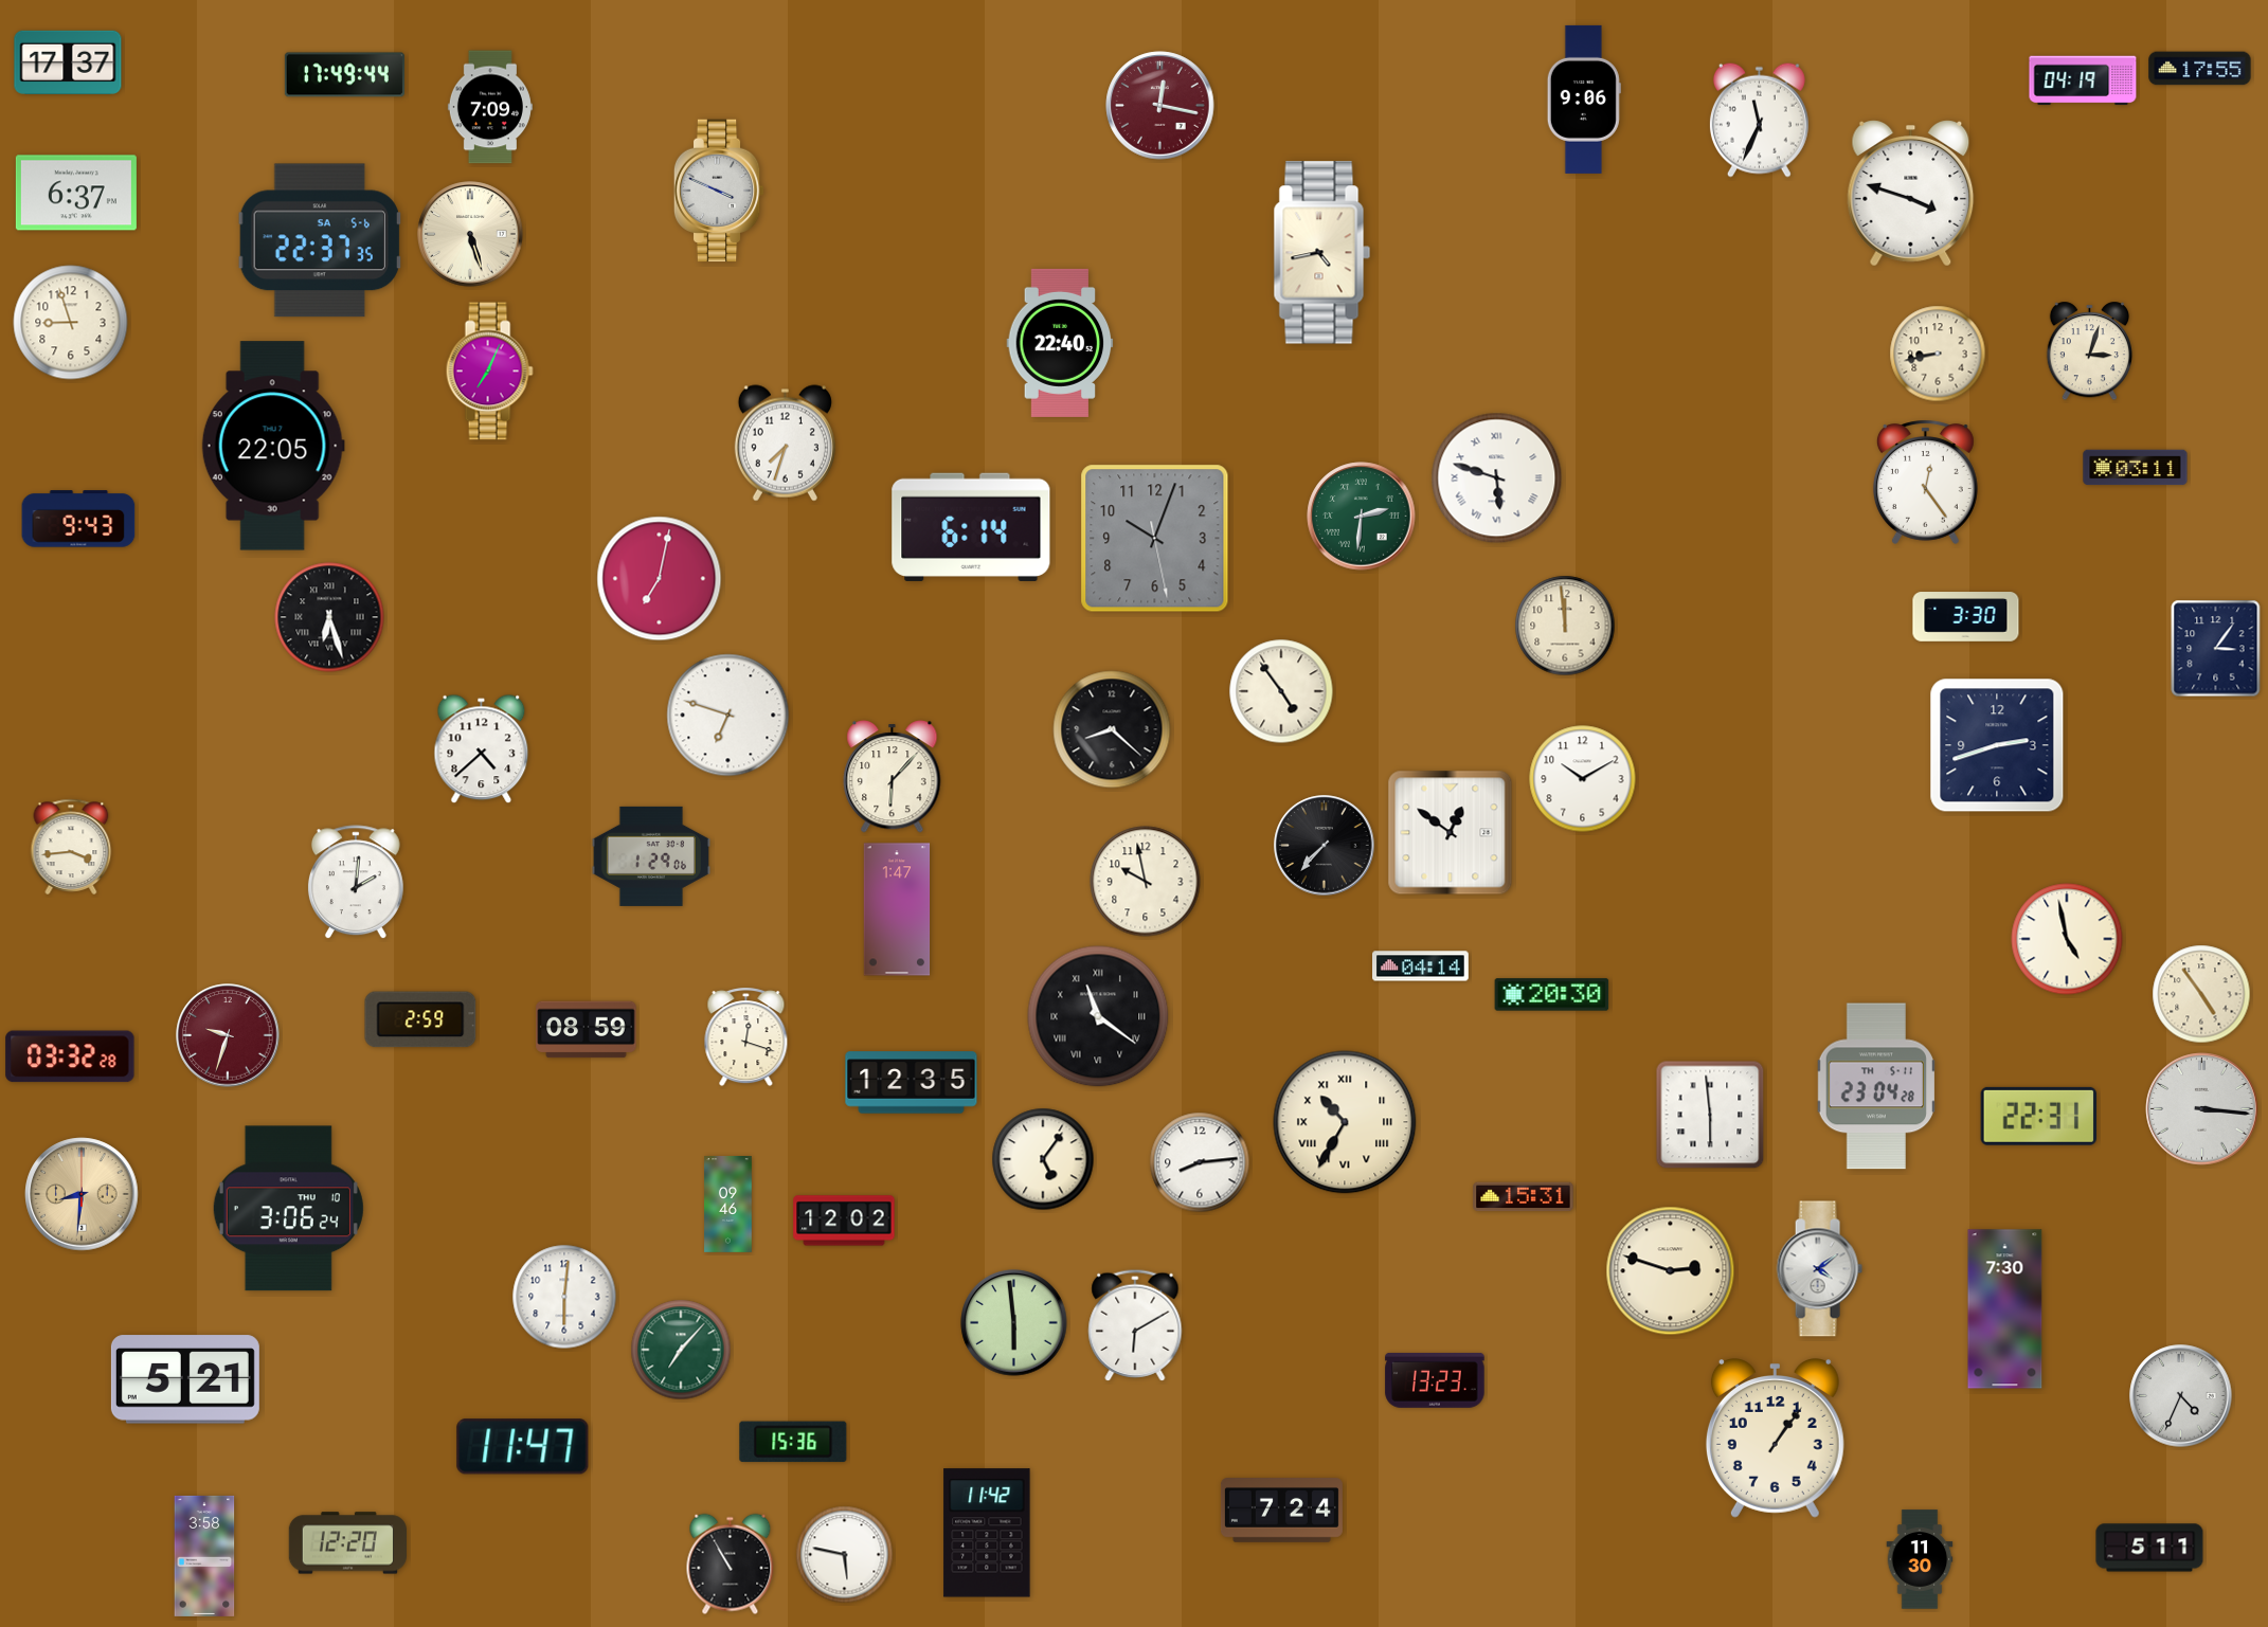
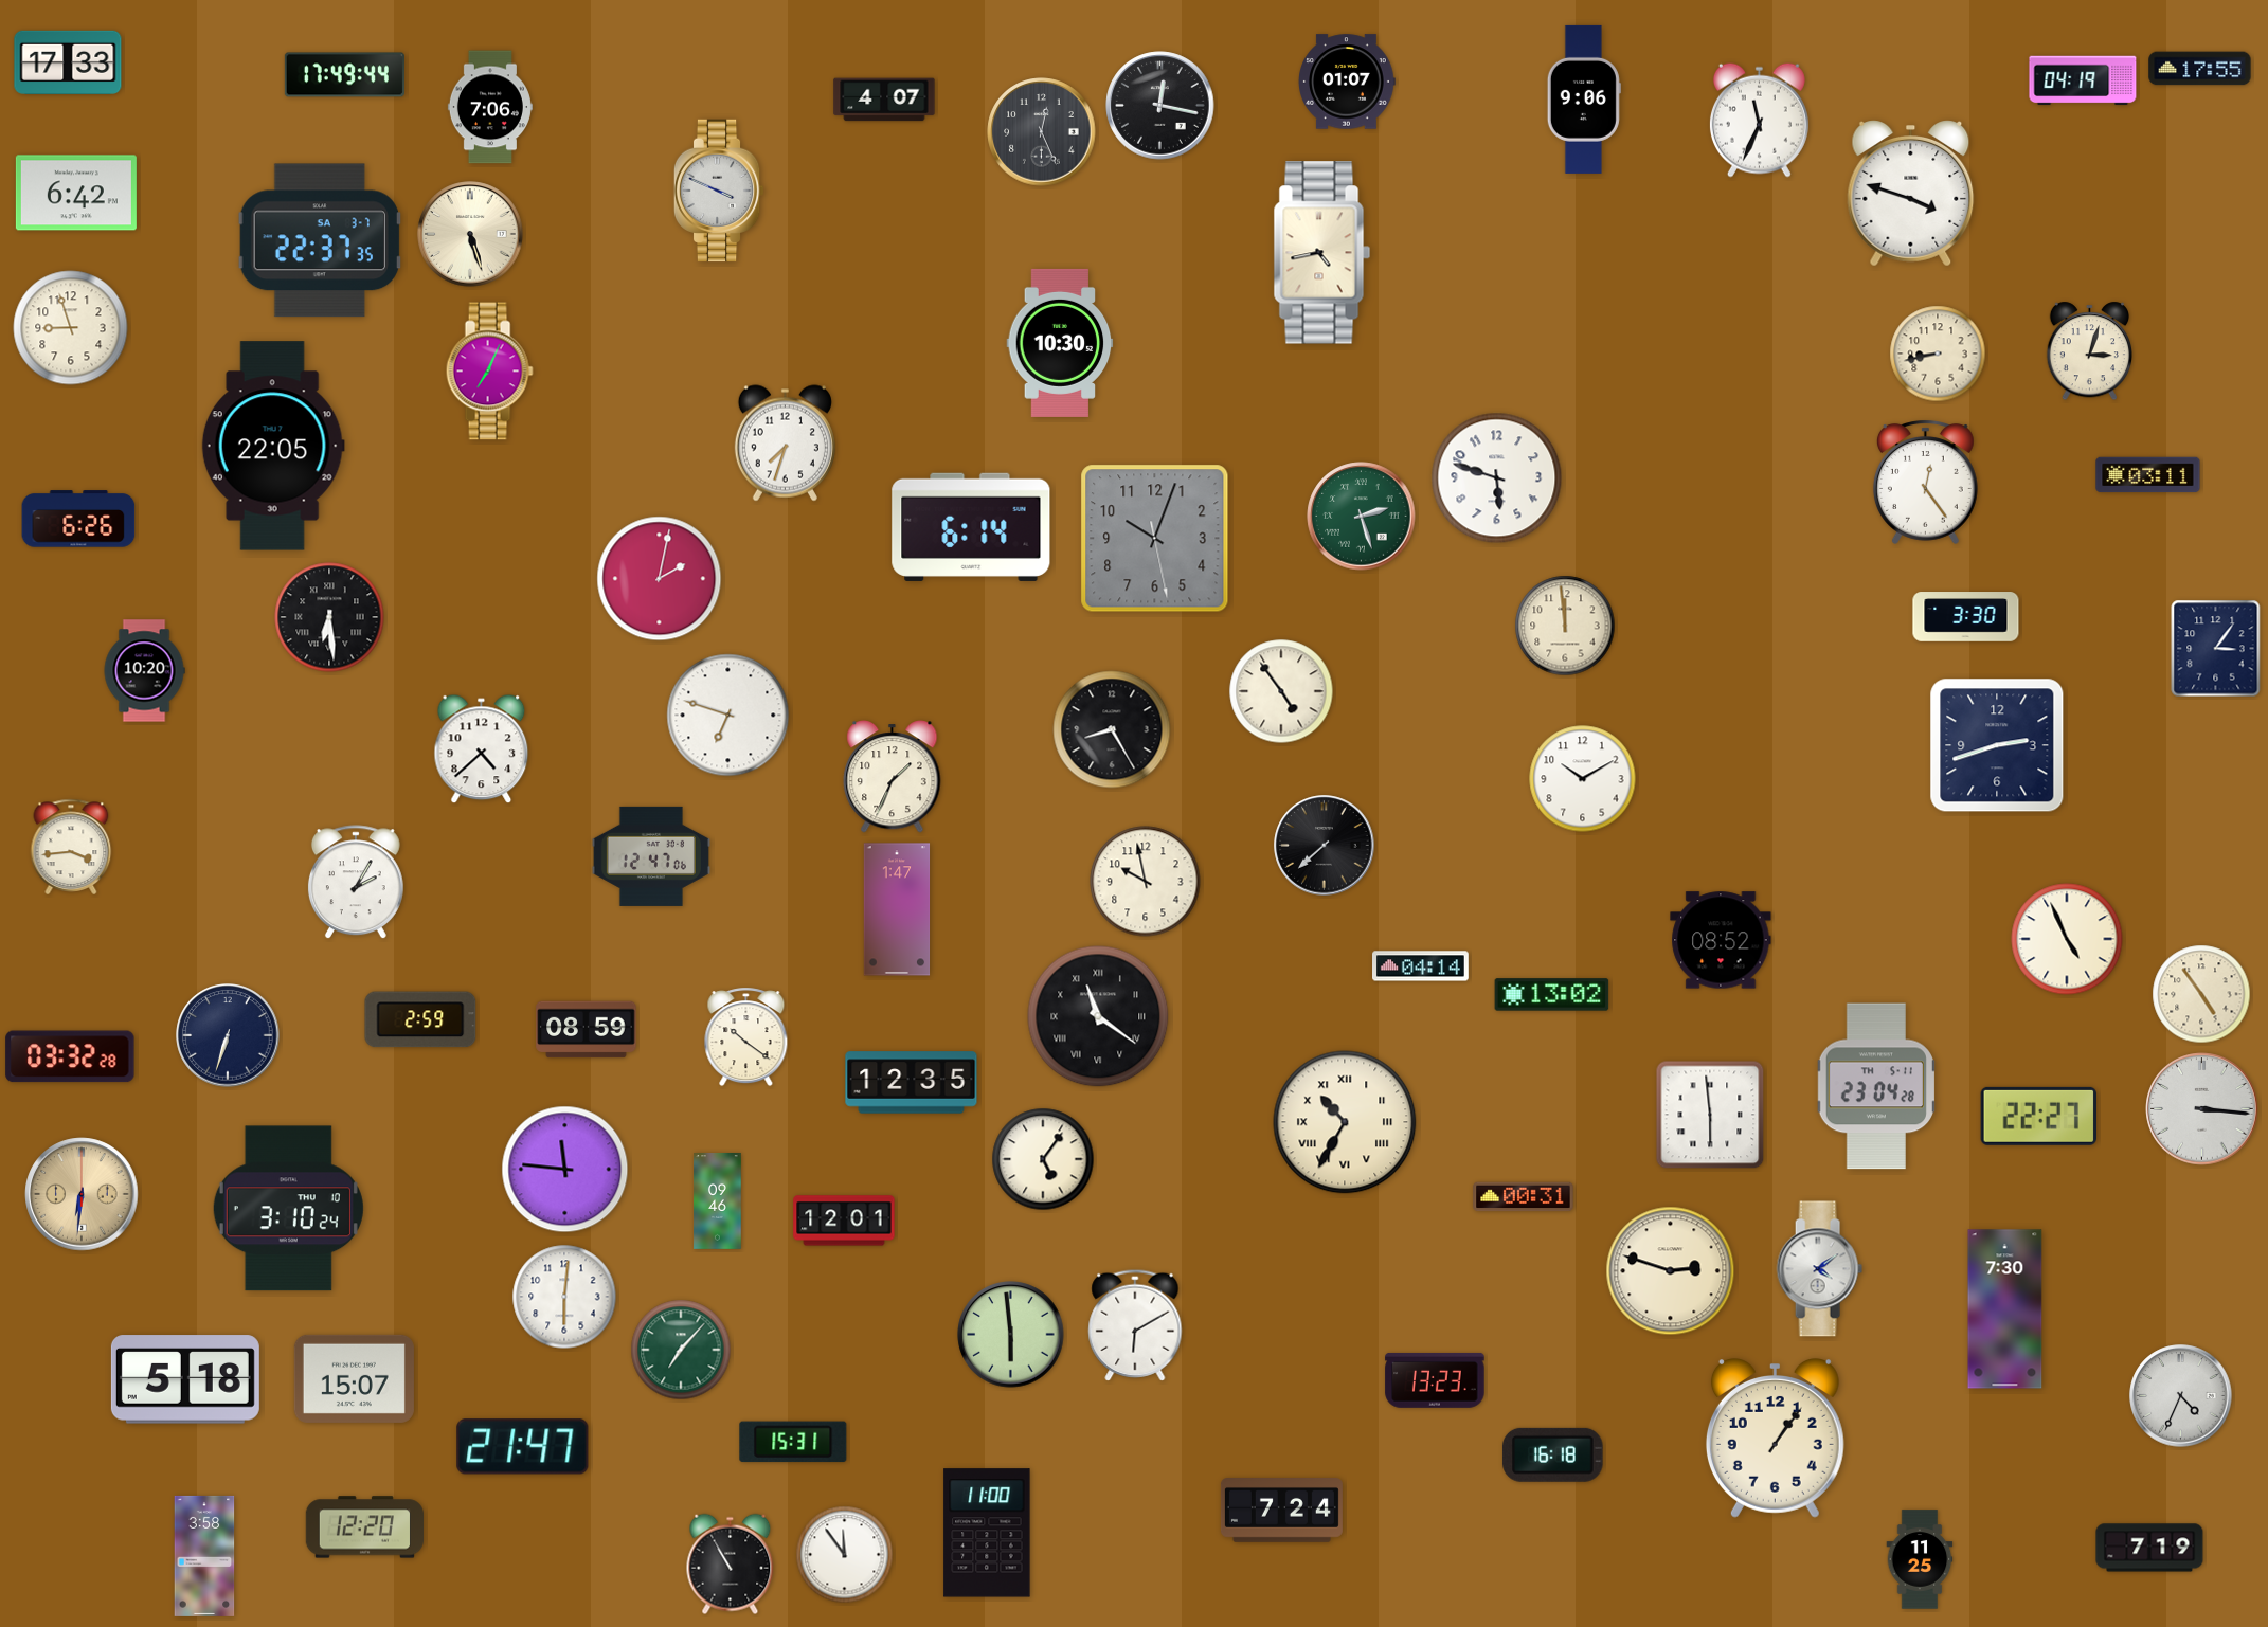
clock at (68, 62): 17:37 -> 17:33
clock at (1347, 82): none -> 01:07
clock at (884, 100): none -> 4:07
clock at (1160, 106) dial: burgundy -> black
clock at (490, 107): 7:09 -> 7:06
clock at (1042, 132): none -> 12:26
clock at (76, 193): 6:37 -> 6:42
clock at (319, 240) date: SA 5-6 -> SA 3-7
clock at (71, 323) position: (71, 323) -> (71, 328)
clock at (1060, 343): 22:40 -> 10:30
clock at (2136, 468) position: (2136, 468) -> (2148, 475)
clock at (1497, 478) numerals: Roman -> Arabic
clock at (1362, 517): 2:31 -> 2:27
clock at (78, 519): 9:43 -> 6:26
clock at (660, 579): 7:02 -> 2:02
clock at (329, 617): 6:27 -> 6:29
clock at (144, 671): none -> 10:20
clock at (1112, 729): 8:22 -> 8:25
clock at (893, 777): 6:07 -> 1:34
clock at (1451, 833): 12:51 -> none
clock at (1325, 846): 7:37 -> 7:38
clock at (651, 856): 1:29 -> 12:47
clock at (356, 883): 2:01 -> 2:05
clock at (2067, 939): 4:58 -> 4:56
clock at (1721, 940): none -> 08:52
clock at (1552, 995): 20:30 -> 13:02
clock at (228, 1035): 9:33 -> 6:33
clock at (228, 1035) dial: burgundy -> navy
clock at (746, 1037): 12:18 -> 10:21
clock at (2038, 1116): 22:31 -> 22:27
clock at (1200, 1162): 8:14 -> none
clock at (565, 1170): none -> 11:46
clock at (82, 1194): 8:31 -> 6:31
clock at (1524, 1197): 15:31 -> 00:31
clock at (728, 1205) position: (728, 1205) -> (718, 1201)
clock at (288, 1209): 3:06 -> 3:10
clock at (844, 1221): 12:02 -> 12:01
clock at (1014, 1323) position: (1014, 1323) -> (1011, 1335)
clock at (354, 1378): none -> 15:07
clock at (185, 1379): 5:21 -> 5:18
clock at (793, 1442): 15:36 -> 15:31
clock at (523, 1447): 11:47 -> 21:47
clock at (1553, 1454): none -> 16:18
clock at (987, 1533): 11:42 -> 11:00
clock at (347, 1543) position: (347, 1543) -> (364, 1527)
clock at (2149, 1548): 5:11 -> 7:19
clock at (845, 1555): 5:47 -> 11:54
clock at (1920, 1559): 11:30 -> 11:25
